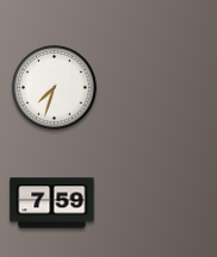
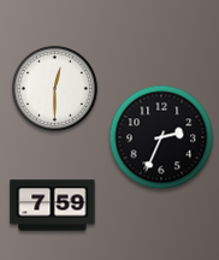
clock at (55, 88): 7:33 -> 12:30
clock at (161, 137): none -> 2:34
